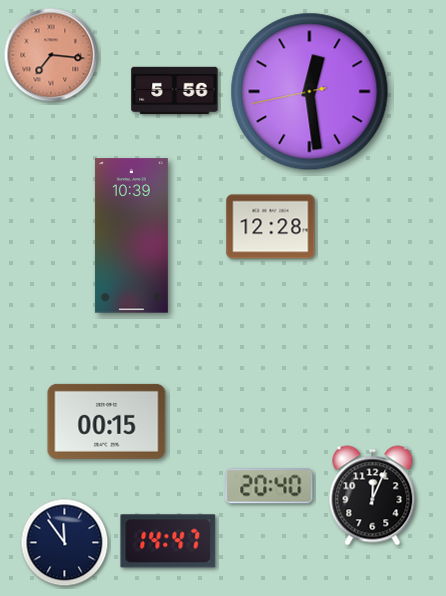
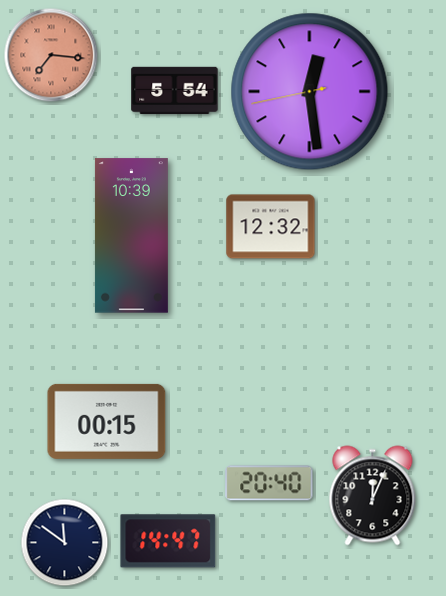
clock at (175, 90): 5:56 -> 5:54
clock at (271, 227): 12:28 -> 12:32
clock at (269, 486) position: (269, 486) -> (269, 483)
clock at (65, 543): 11:54 -> 11:51
